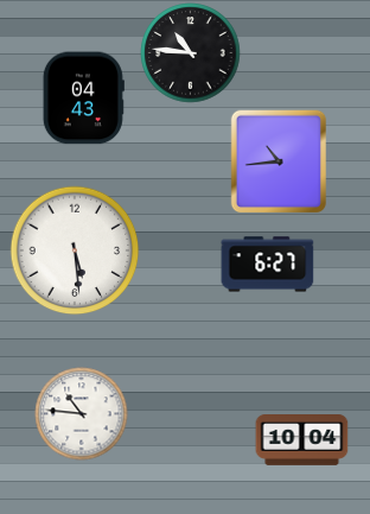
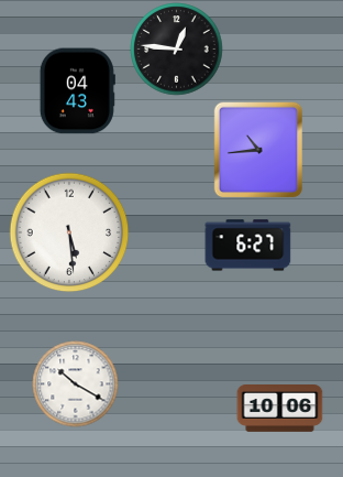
clock at (190, 52): 10:46 -> 12:46
clock at (81, 413): 10:46 -> 10:20
clock at (301, 440): 10:04 -> 10:06
